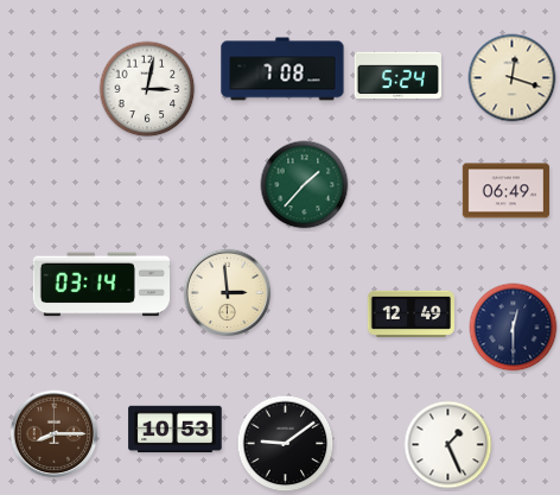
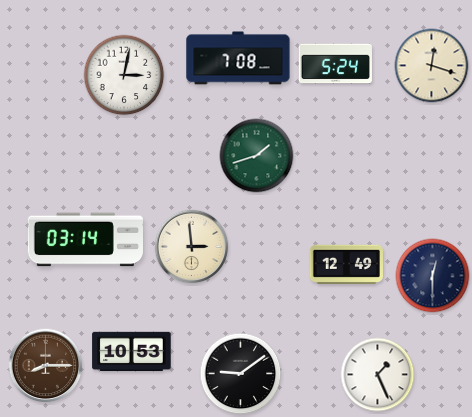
clock at (305, 185): 1:37 -> 1:42
clock at (505, 191): 06:49 -> none
clock at (176, 430) position: (176, 430) -> (132, 352)
